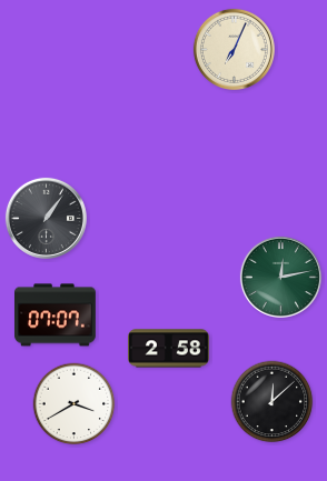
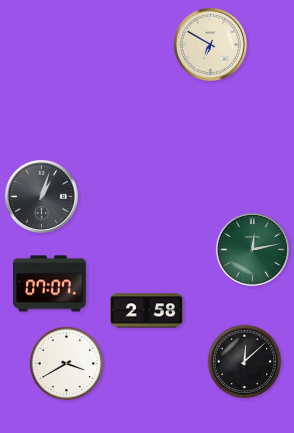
clock at (234, 49): 7:04 -> 6:50
clock at (46, 218): 1:06 -> 1:03
clock at (169, 349) position: (169, 349) -> (147, 311)
